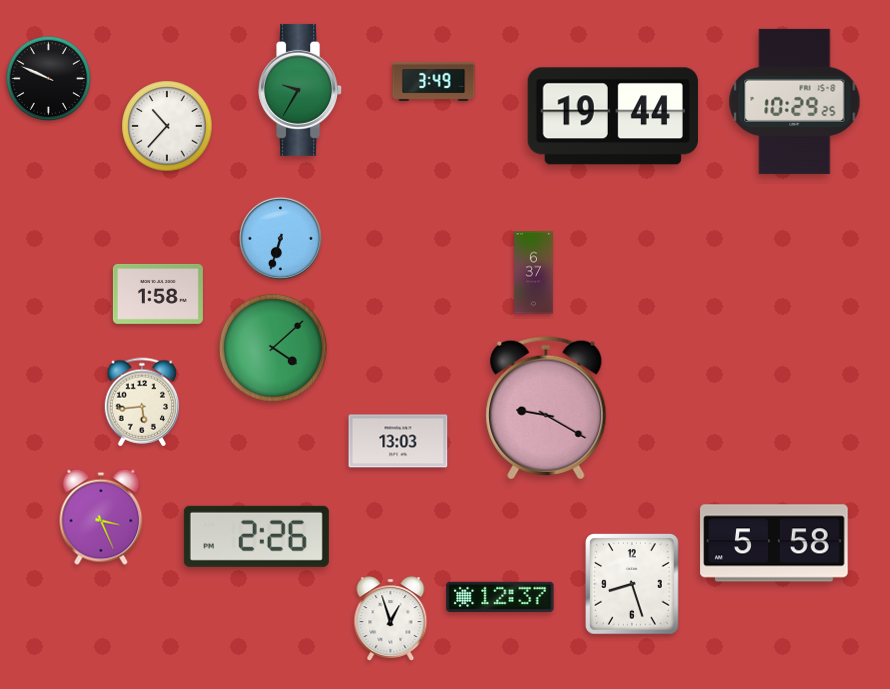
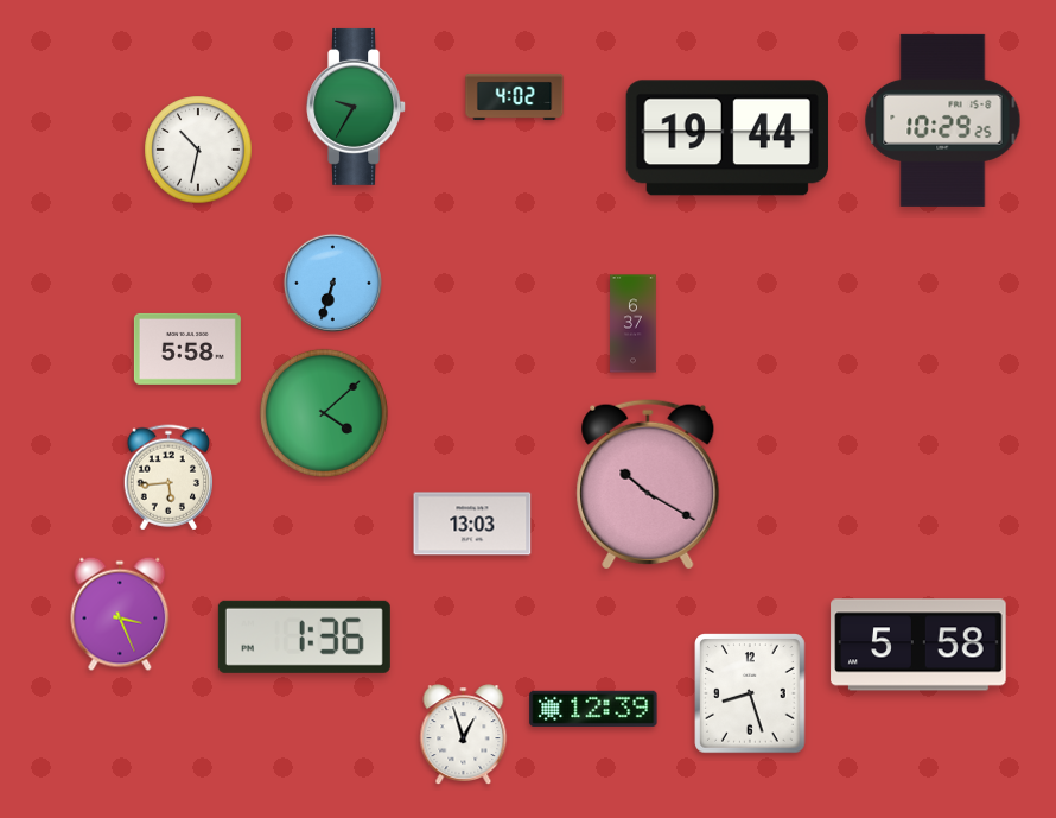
clock at (48, 78): 9:49 -> none
clock at (434, 81): 3:49 -> 4:02
clock at (167, 126): 10:37 -> 10:32
clock at (158, 294): 1:58 -> 5:58
clock at (546, 408): 9:20 -> 10:20
clock at (256, 536): 2:26 -> 1:36
clock at (500, 597): 12:37 -> 12:39
